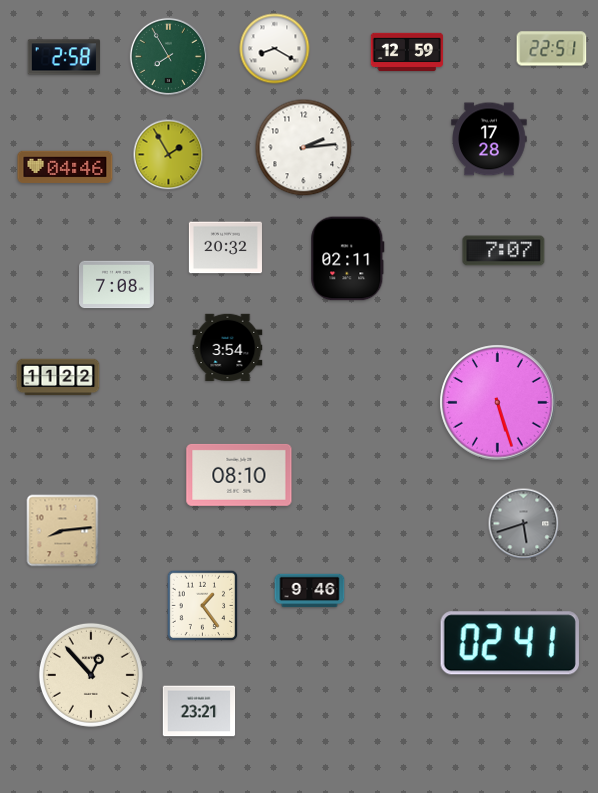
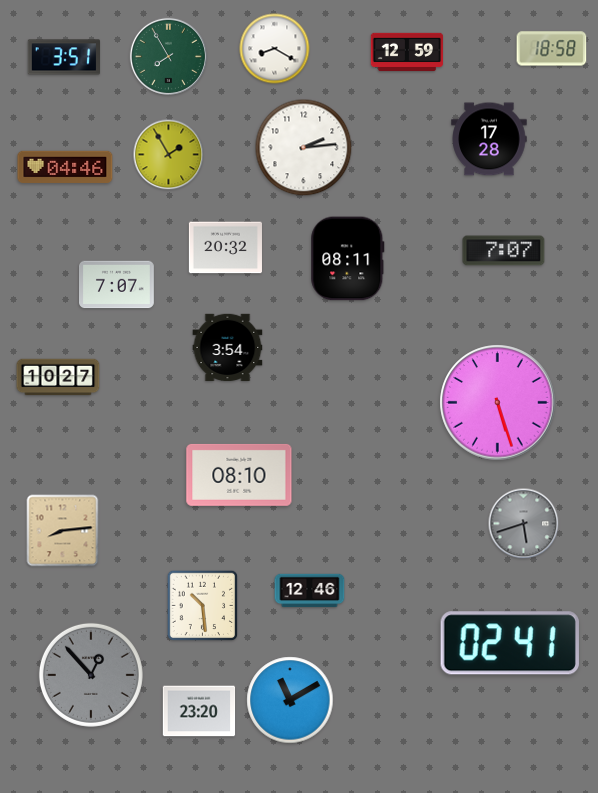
clock at (552, 49): 22:51 -> 18:58
clock at (64, 57): 2:58 -> 3:51
clock at (348, 259): 02:11 -> 08:11
clock at (117, 285): 7:08 -> 7:07
clock at (58, 377): 11:22 -> 10:27
clock at (310, 591): 9:46 -> 12:46
clock at (203, 606): 1:24 -> 10:29
clock at (91, 675) dial: cream -> grey
clock at (290, 700): none -> 11:10
clock at (199, 711): 23:21 -> 23:20
